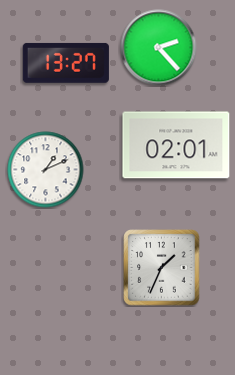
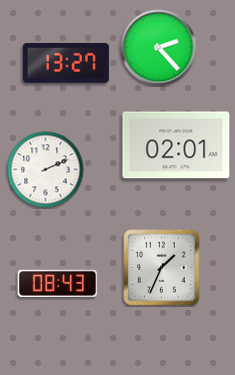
clock at (46, 170): 1:11 -> 2:11
clock at (58, 283): none -> 08:43
